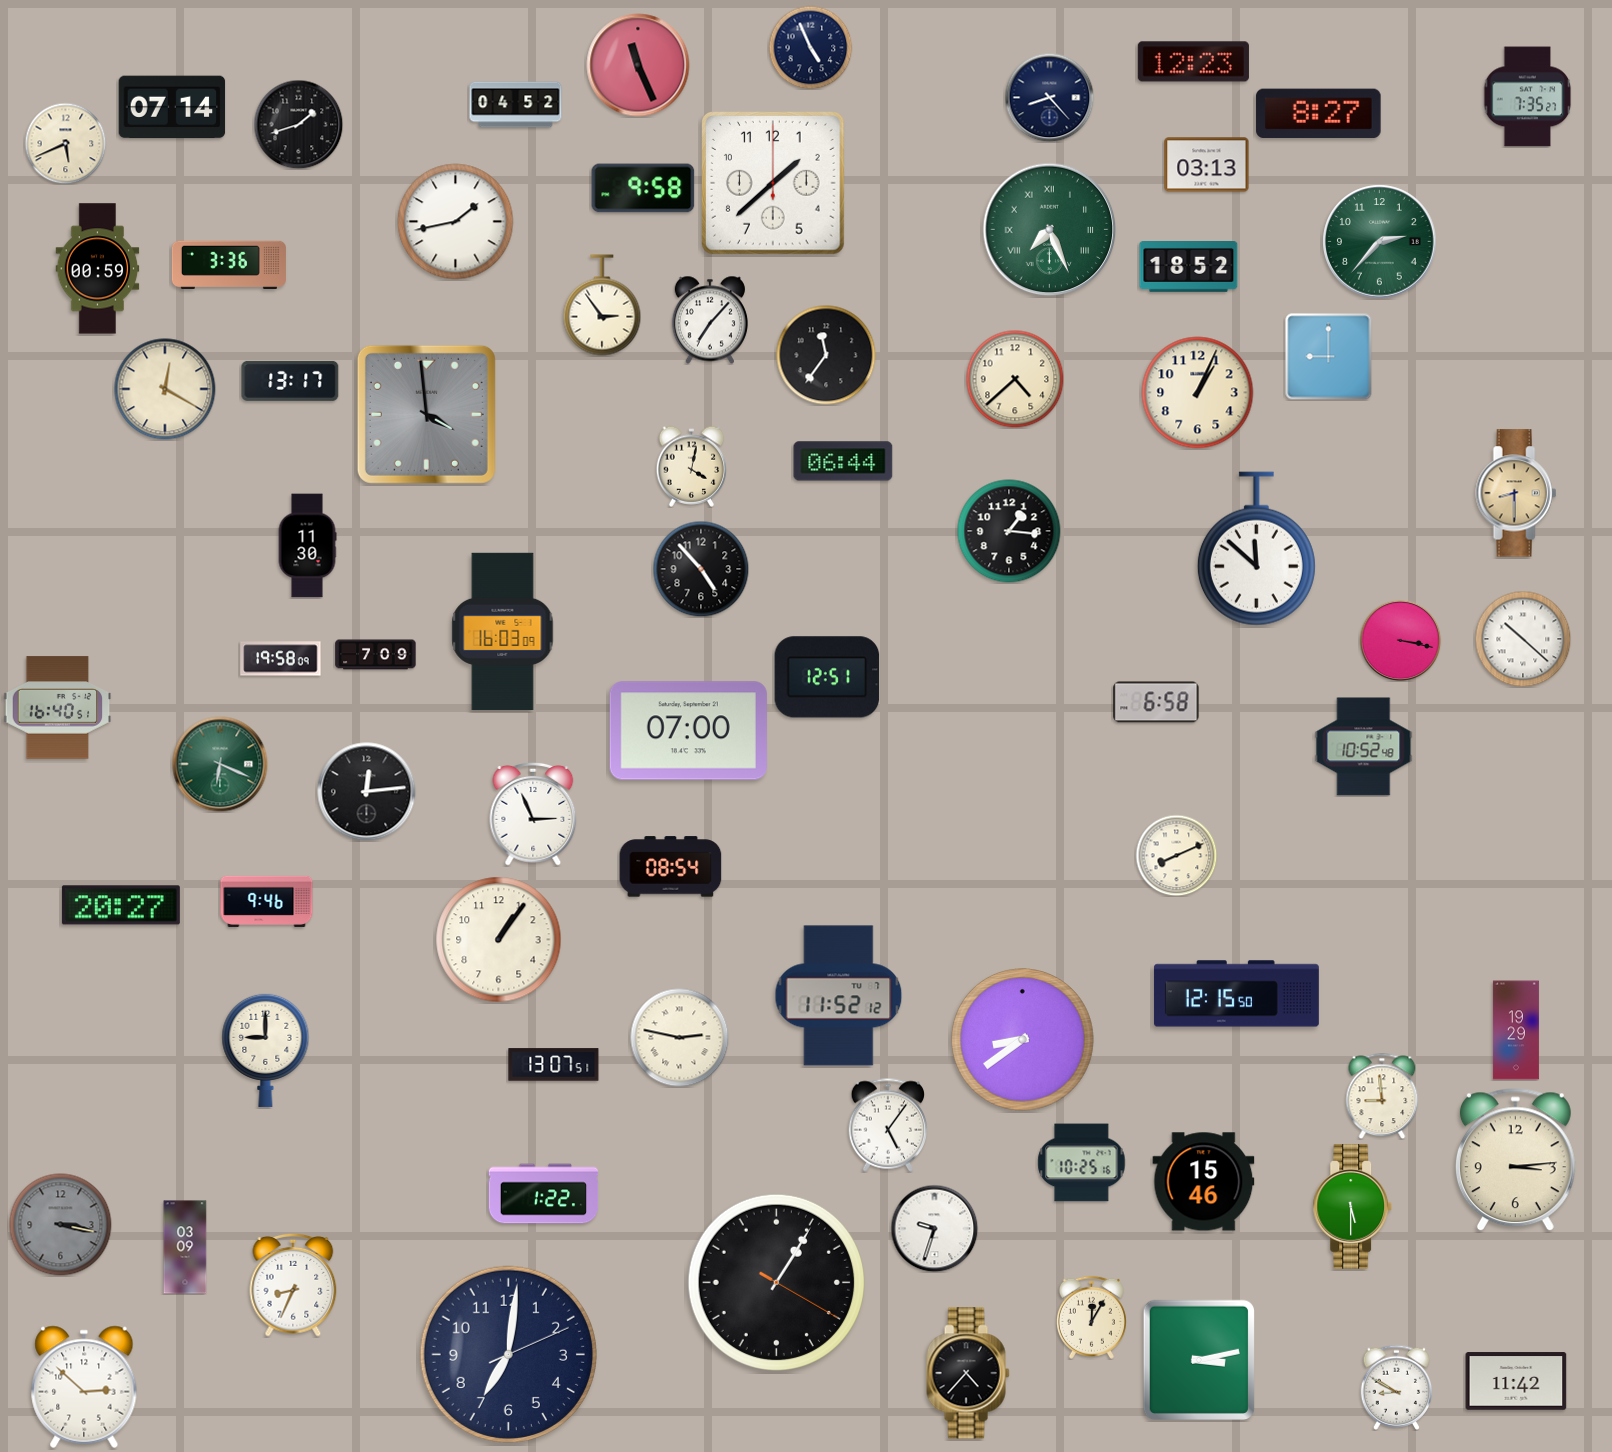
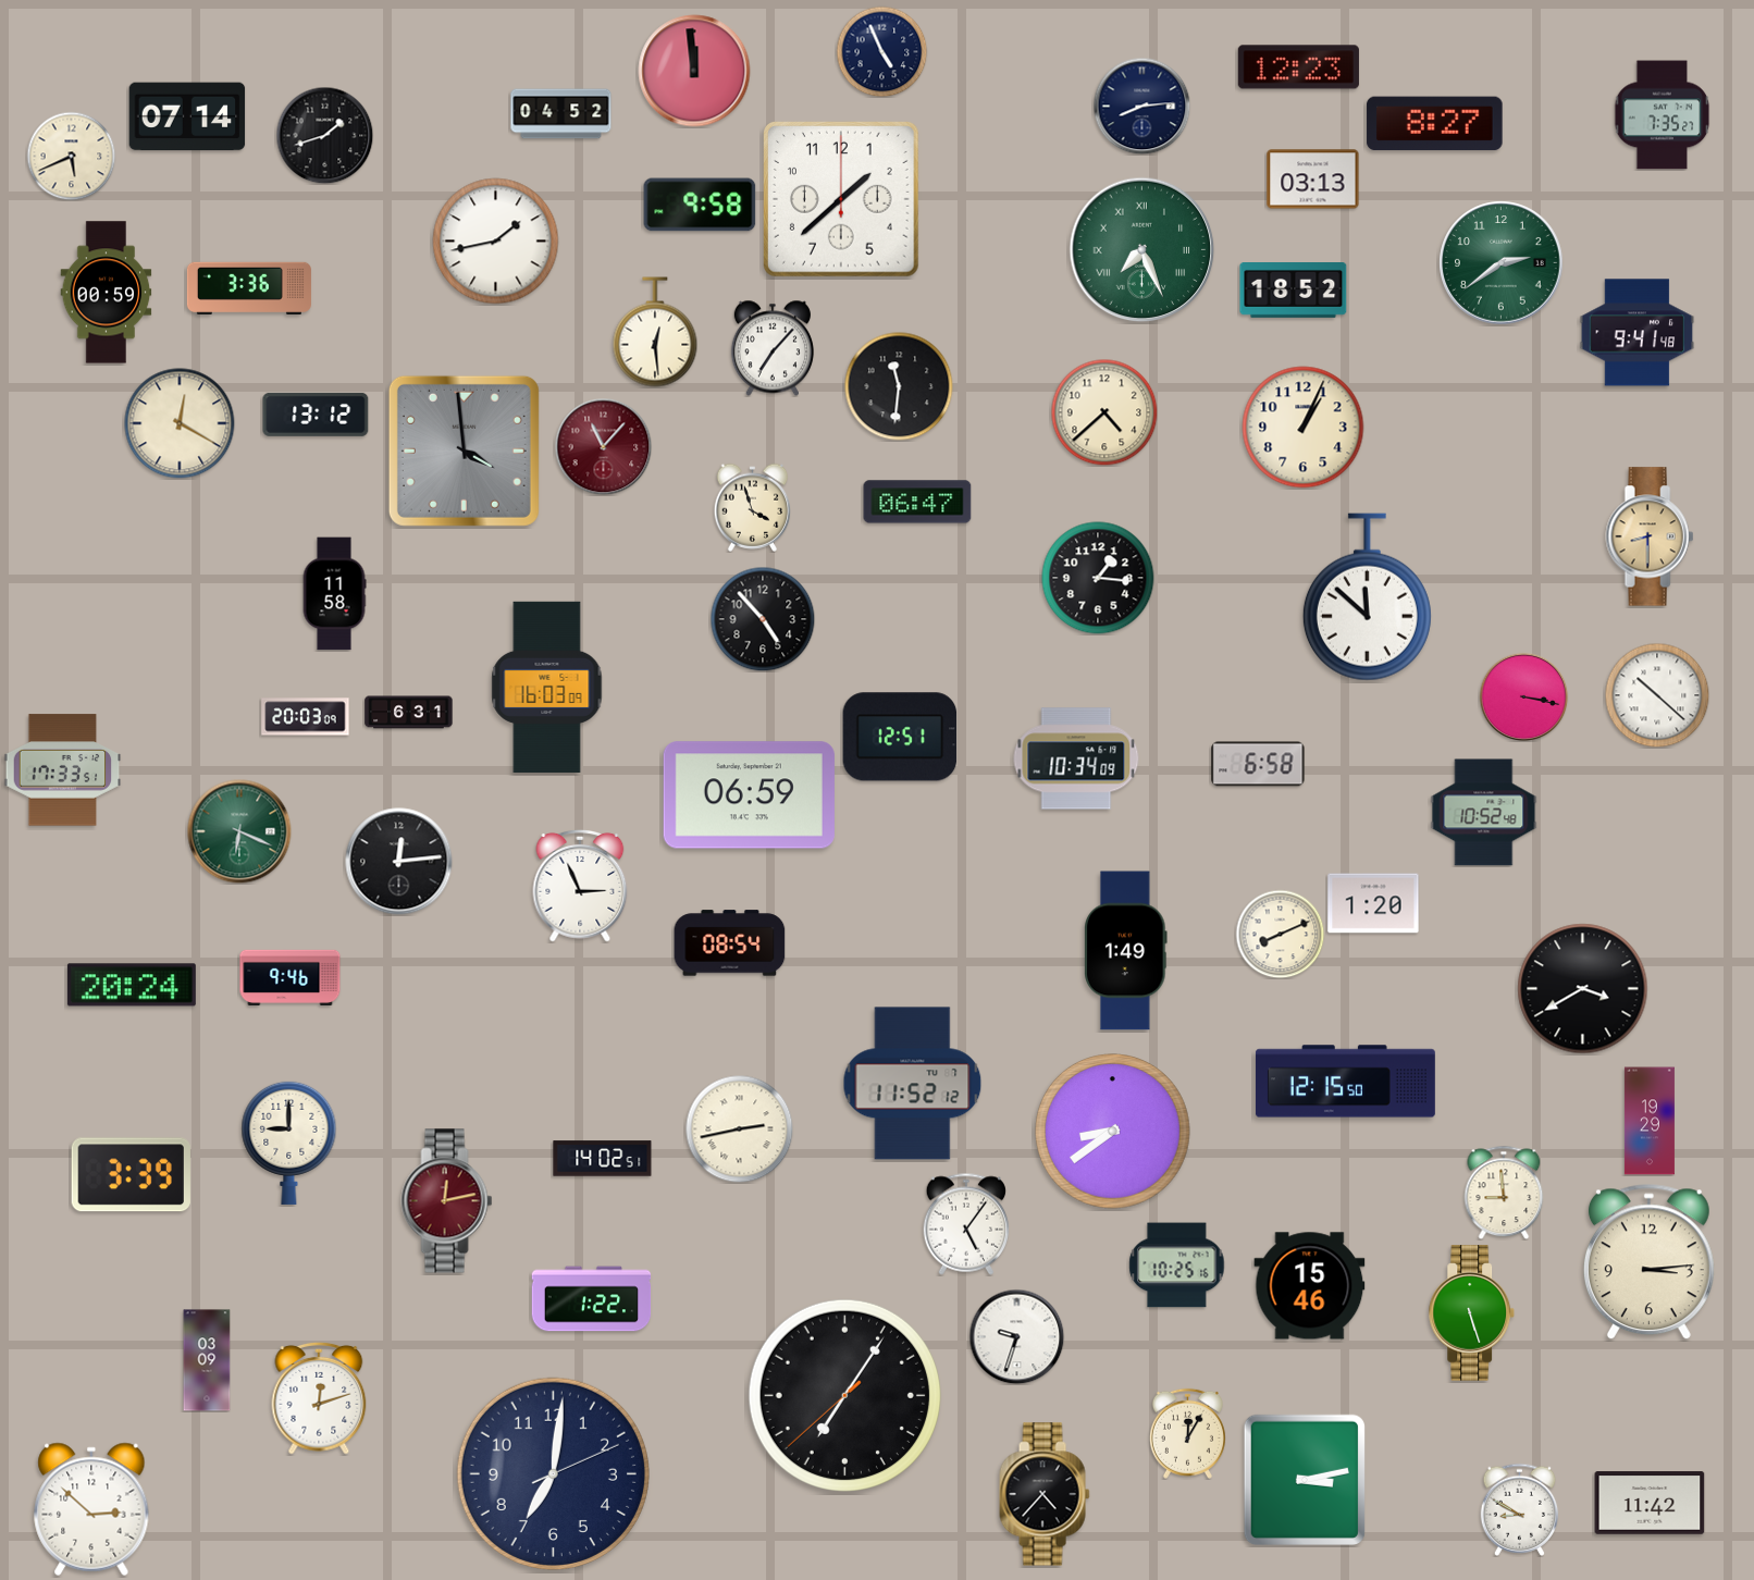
clock at (638, 65): 11:26 -> 11:59
clock at (1049, 97): 8:23 -> 8:14
clock at (1528, 97) position: (1528, 97) -> (1663, 115)
clock at (1380, 242): 2:37 -> 2:39
clock at (602, 305): 2:54 -> 12:29
clock at (1638, 333): none -> 9:41
clock at (826, 355): 11:36 -> 11:31
clock at (1328, 356): 9:00 -> none
clock at (290, 381): 13:17 -> 13:12
clock at (603, 446): none -> 11:07
clock at (843, 461): 06:44 -> 06:47
clock at (692, 466): 4:02 -> 3:57
clock at (307, 546): 11:30 -> 11:58
clock at (376, 655): 7:09 -> 6:31
clock at (281, 659): 19:58 -> 20:03
clock at (1076, 758): none -> 10:34
clock at (58, 708): 16:40 -> 17:33
clock at (688, 731): 07:00 -> 06:59
clock at (1373, 903): none -> 1:20
clock at (1176, 855) position: (1176, 855) -> (1280, 934)
clock at (1126, 951): none -> 1:49
clock at (267, 901) position: (267, 901) -> (291, 977)
clock at (121, 905): 20:27 -> 20:24
clock at (1583, 989): none -> 3:40
clock at (499, 940): 1:06 -> none
clock at (680, 1038): 2:47 -> 2:43
clock at (554, 1065): 13:07 -> 14:02
clock at (131, 1175): none -> 3:39
clock at (447, 1201): none -> 12:13
clock at (1353, 1207): 5:30 -> 5:27
clock at (61, 1225): 3:17 -> none
clock at (185, 1247) position: (185, 1247) -> (207, 1360)
clock at (776, 1282): 1:05 -> 7:05
clock at (293, 1285): 8:34 -> 12:12
clock at (968, 1373) position: (968, 1373) -> (1045, 1494)
